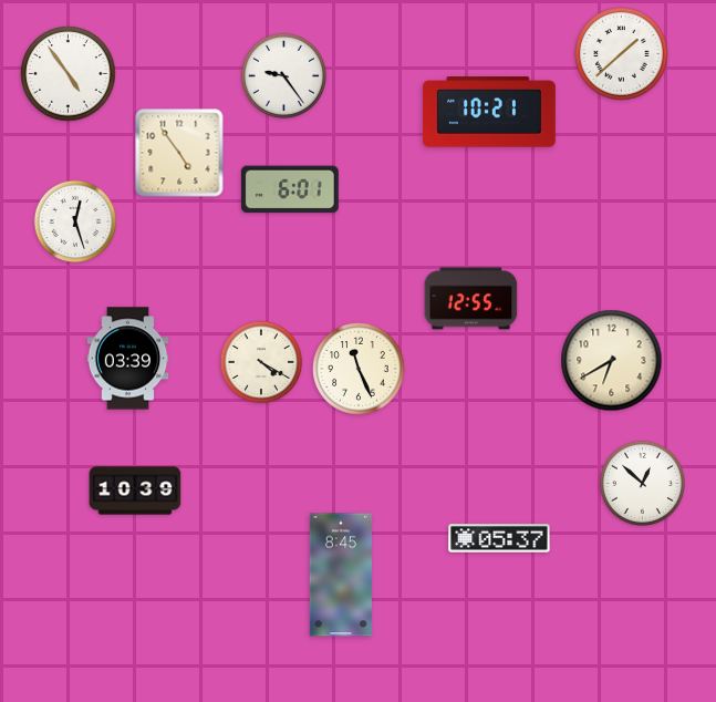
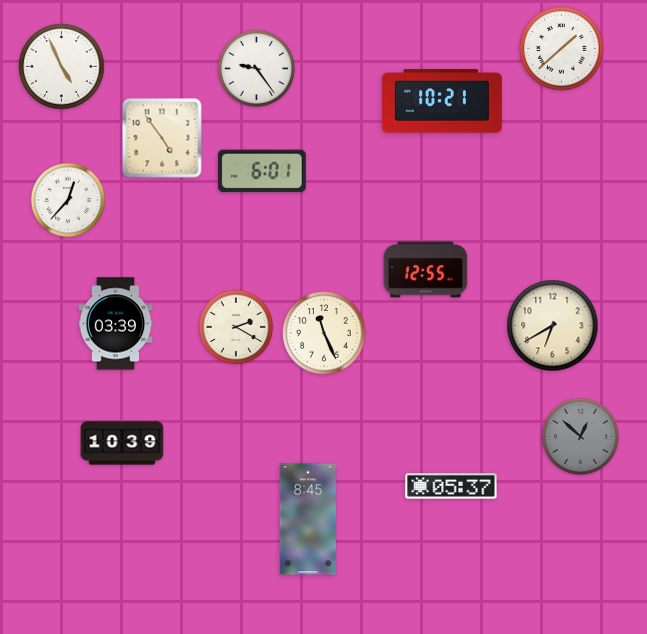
clock at (69, 74): 4:54 -> 4:56
clock at (75, 221): 12:27 -> 12:37
clock at (261, 362): 4:20 -> 2:20
clock at (642, 483) dial: white -> grey
